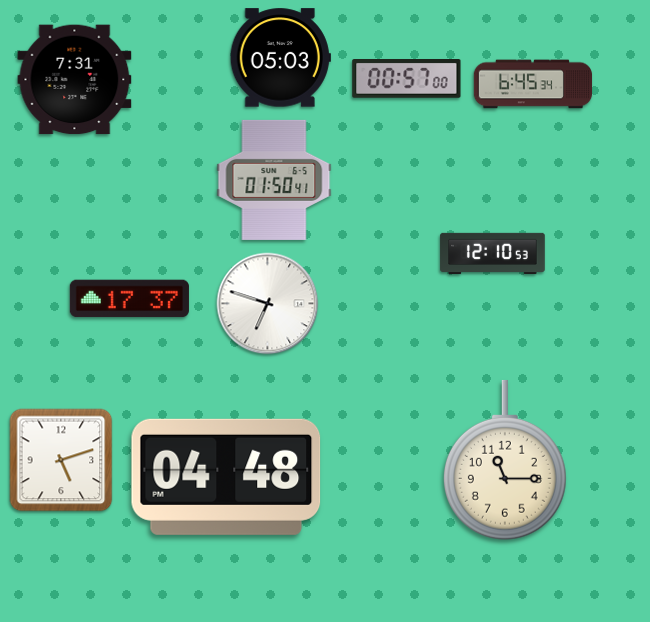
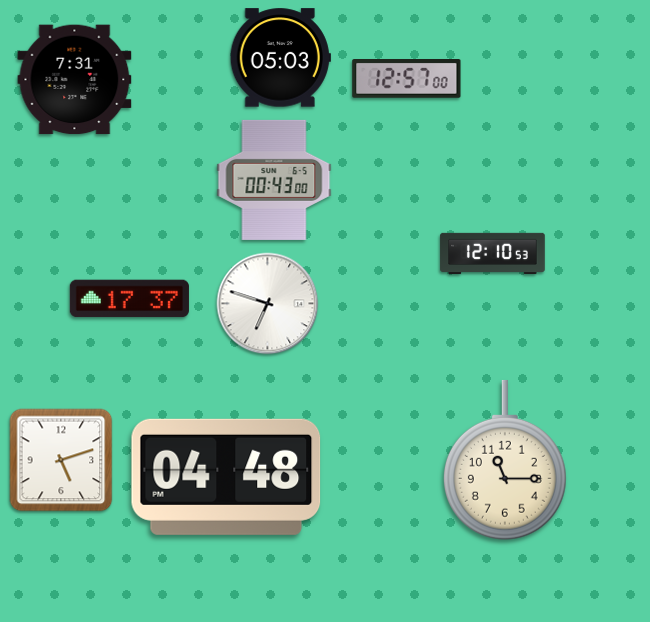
clock at (407, 79): 00:57 -> 12:57
clock at (533, 84): 6:45 -> none
clock at (274, 180): 01:50 -> 00:43
